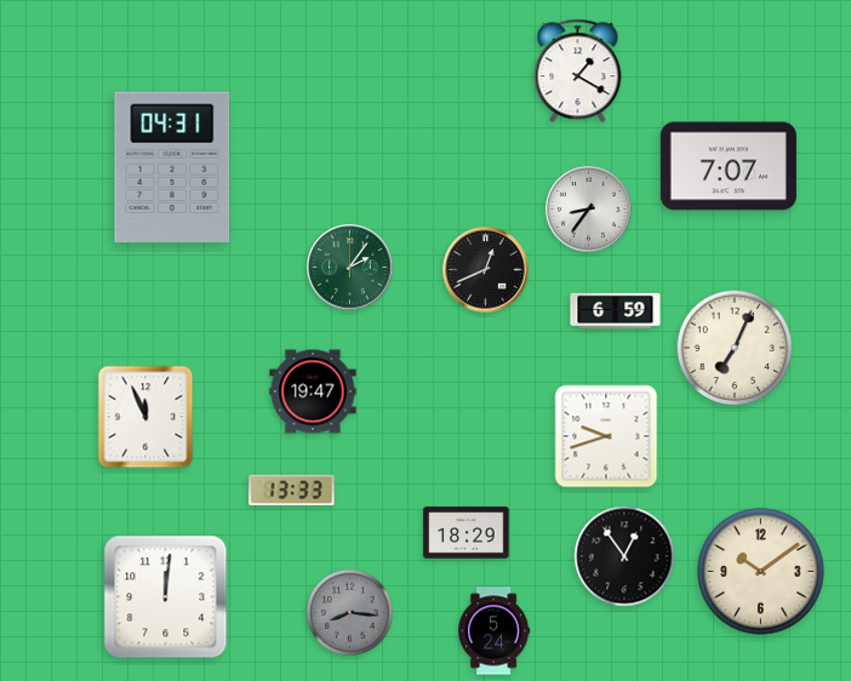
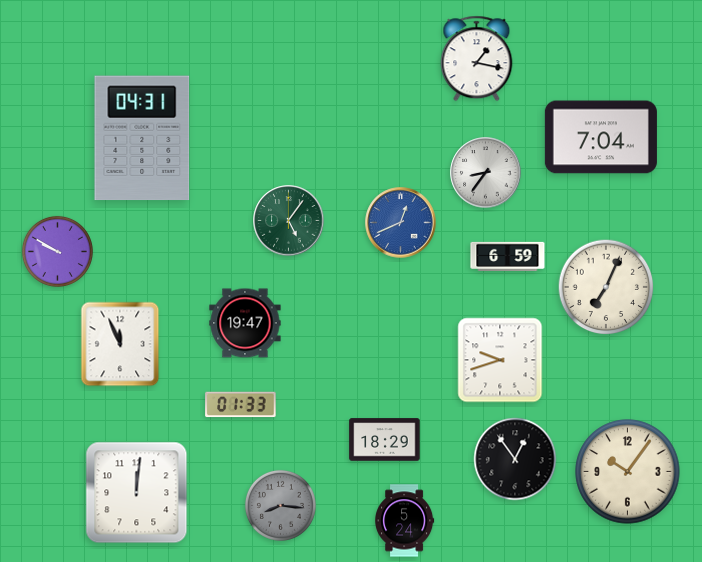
clock at (578, 71): 1:20 -> 1:17
clock at (729, 166): 7:07 -> 7:04
clock at (350, 268): 2:06 -> 5:06
clock at (486, 270) dial: black -> blue
clock at (57, 251): none -> 9:50
clock at (313, 391) position: (313, 391) -> (245, 323)
clock at (292, 491): 13:33 -> 01:33
clock at (761, 572): 10:09 -> 10:06
clock at (349, 612) position: (349, 612) -> (280, 505)
clock at (495, 631) position: (495, 631) -> (405, 521)
